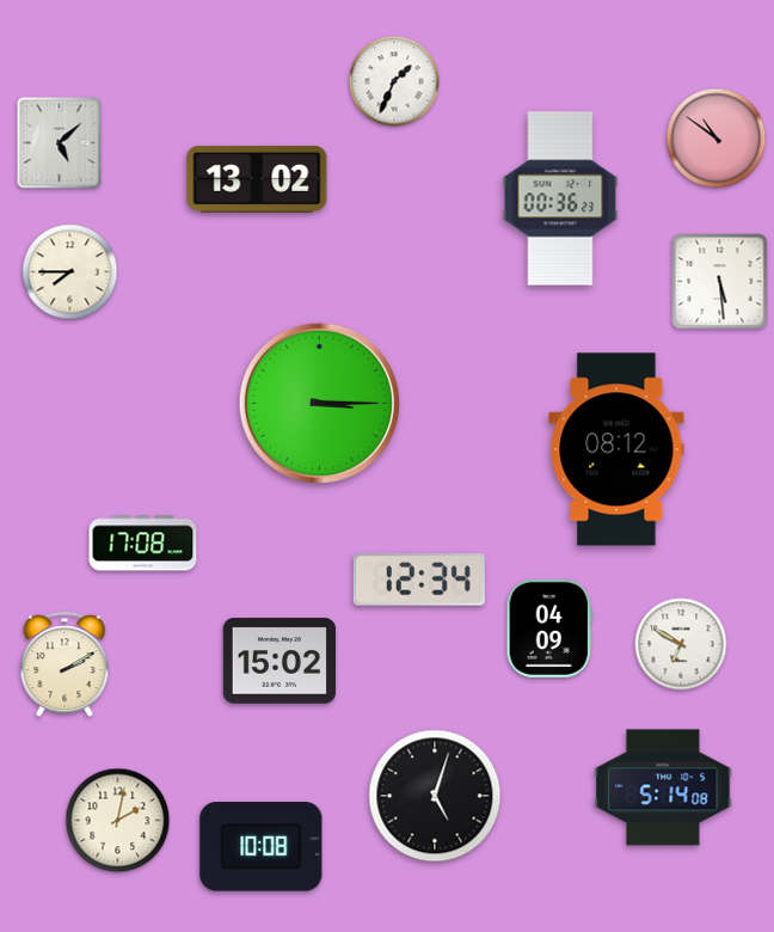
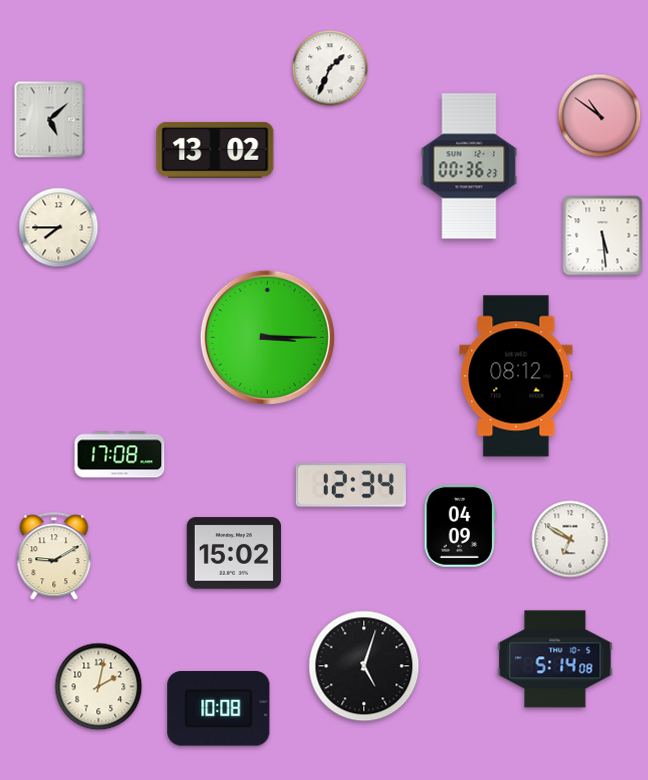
clock at (64, 666): 2:10 -> 9:10
